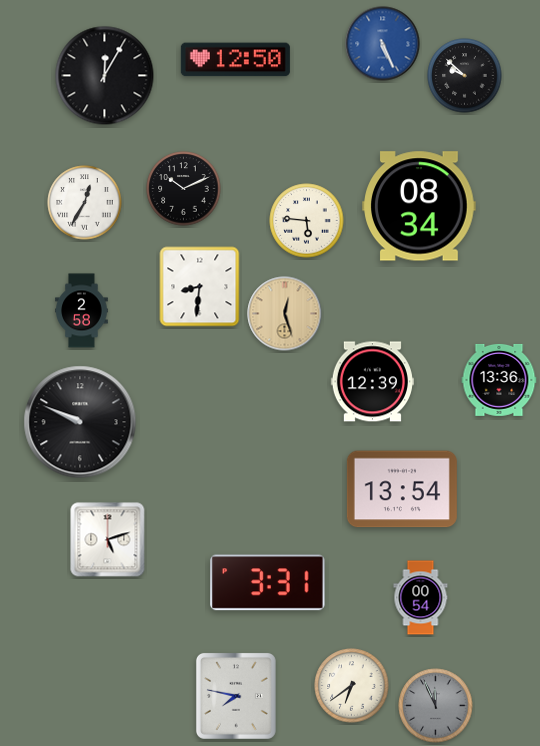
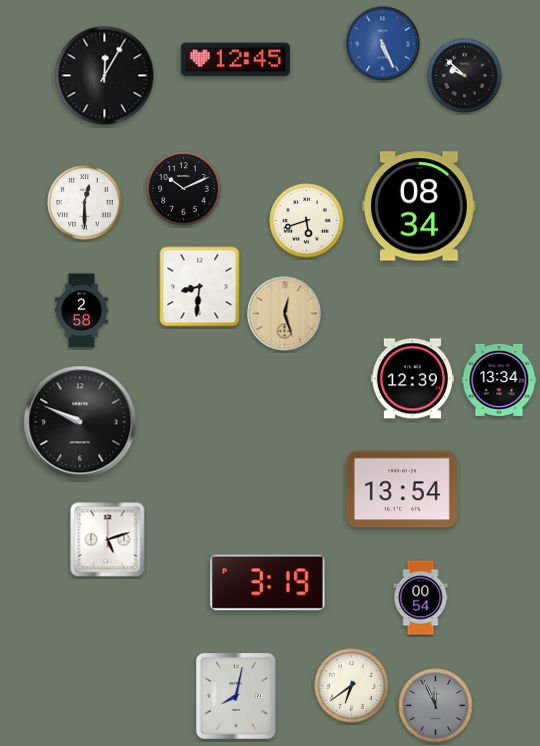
clock at (235, 60): 12:50 -> 12:45
clock at (85, 203): 12:35 -> 12:30
clock at (307, 221): 5:46 -> 5:42
clock at (499, 380): 13:36 -> 13:34
clock at (372, 382) position: (372, 382) -> (412, 379)
clock at (268, 583): 3:31 -> 3:19
clock at (236, 696): 7:47 -> 8:02
